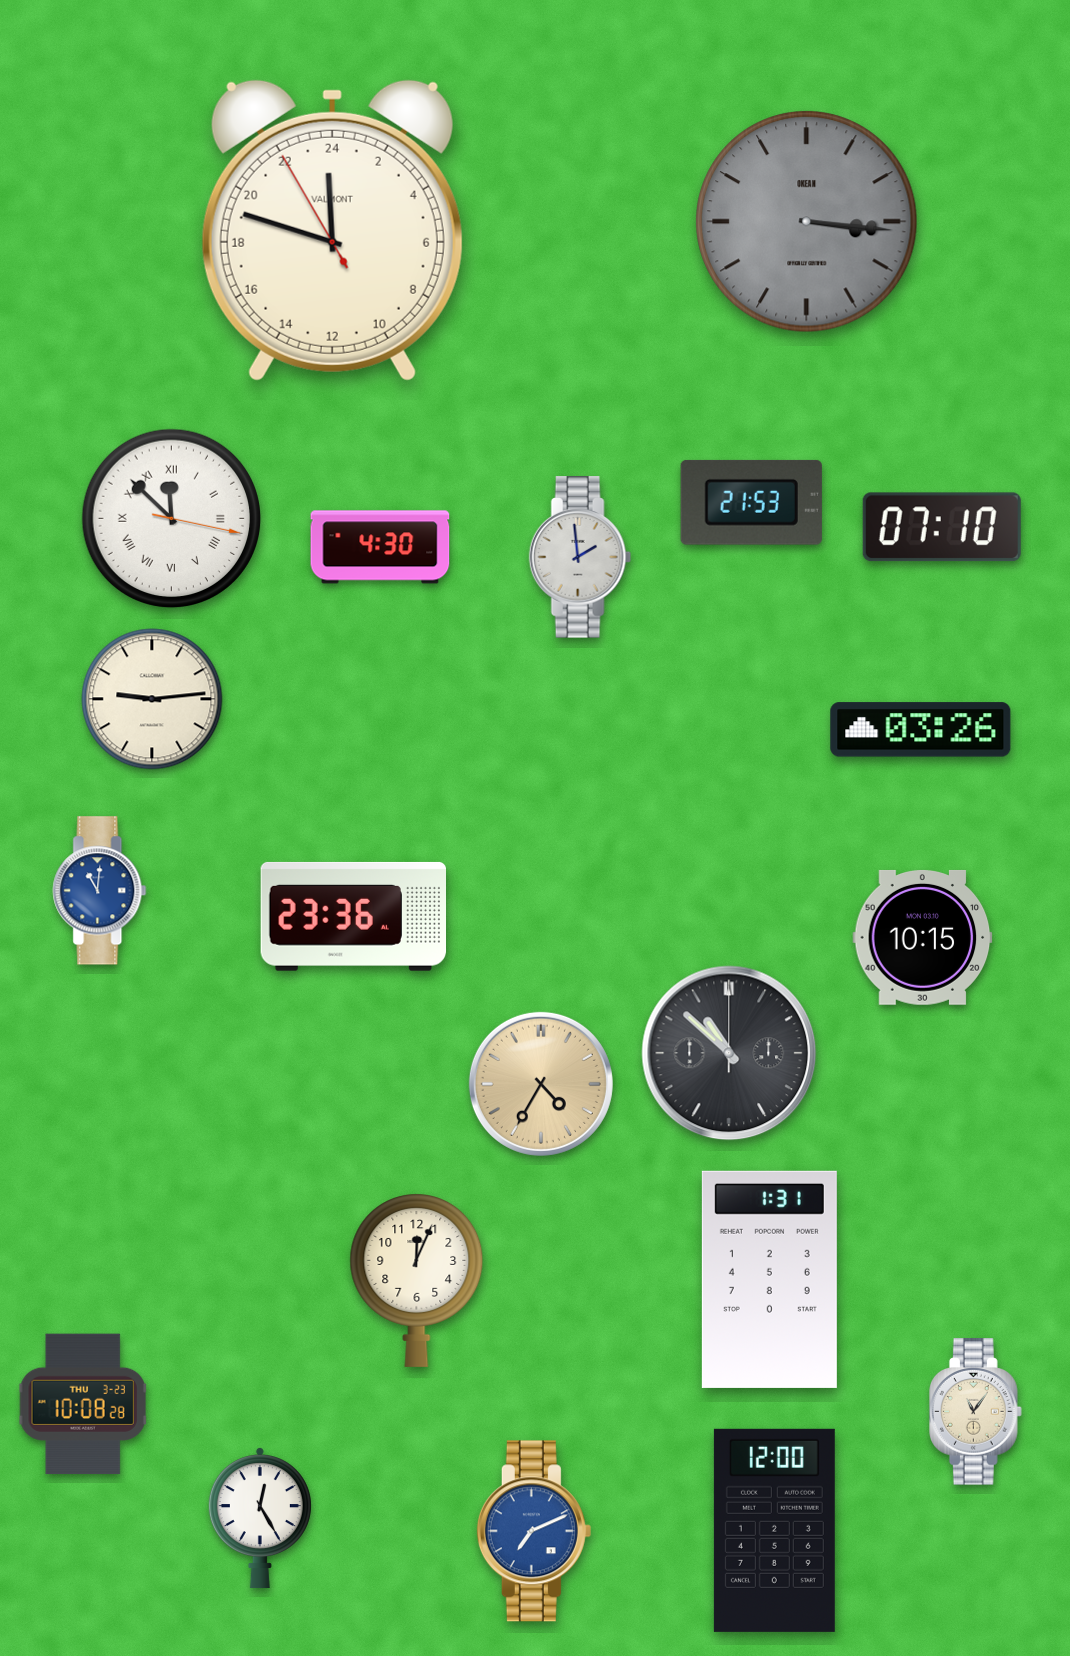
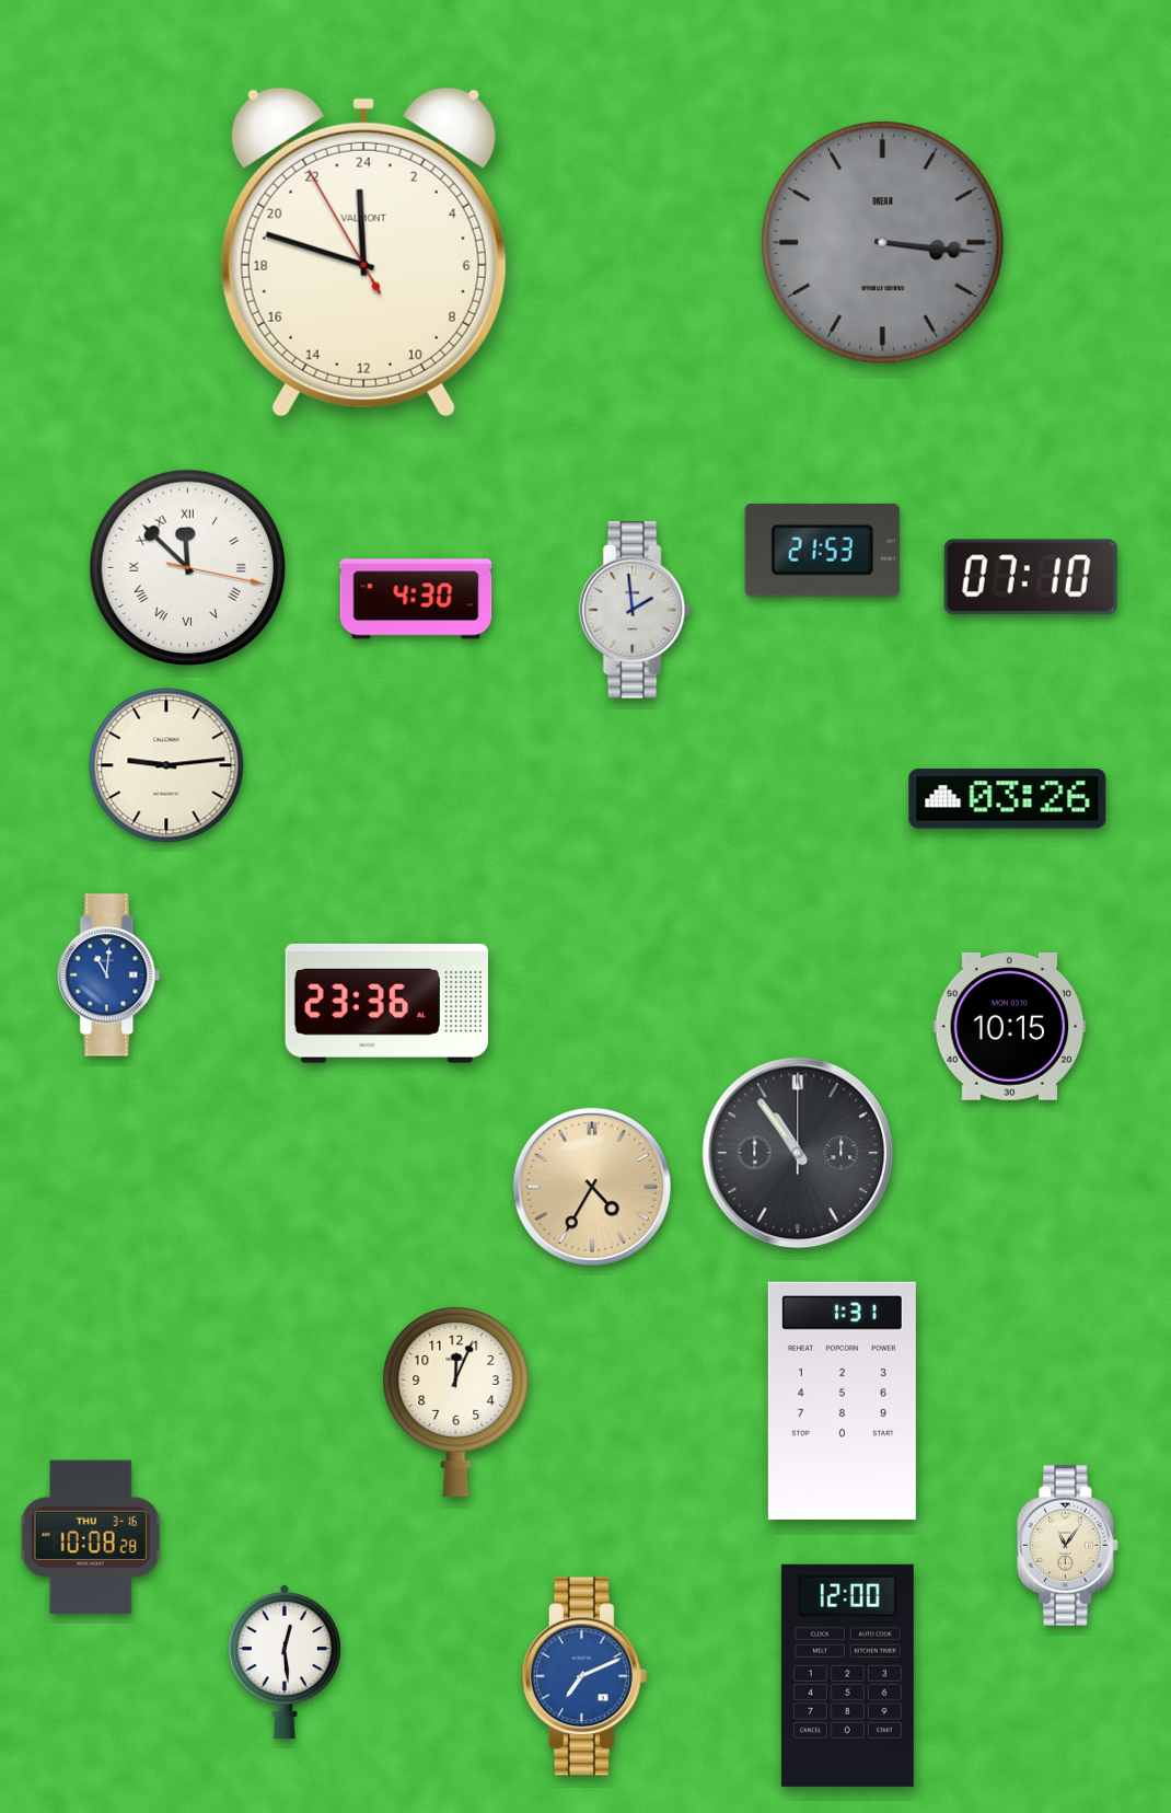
clock at (729, 1053): 10:52 -> 10:54
clock at (83, 1404) date: THU 3-23 -> THU 3-16
clock at (260, 1519): 12:25 -> 12:29
